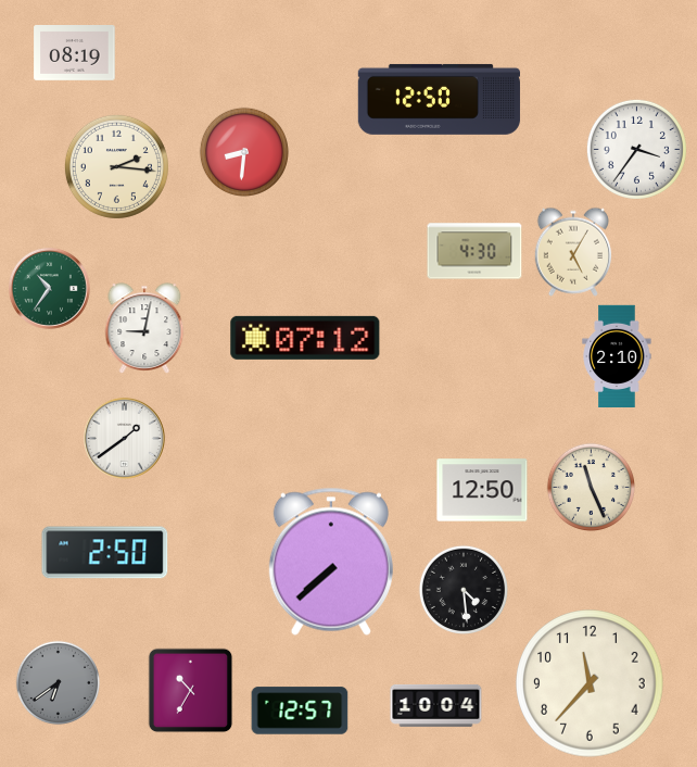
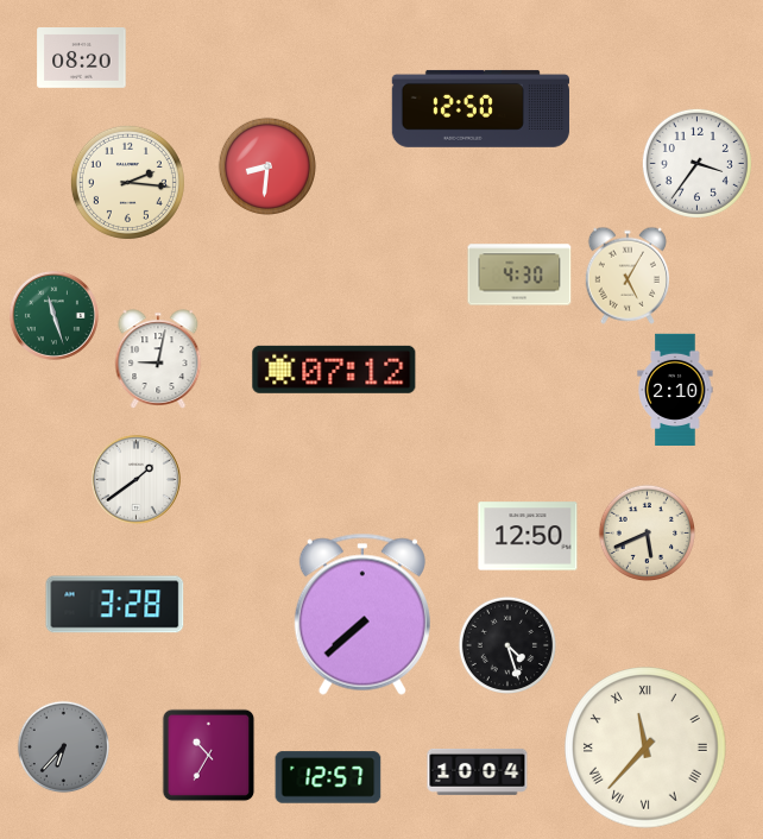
clock at (75, 53): 08:19 -> 08:20
clock at (49, 288): 10:36 -> 11:27
clock at (591, 487): 11:26 -> 5:41
clock at (105, 553): 2:50 -> 3:28
clock at (462, 589): 4:29 -> 4:27
clock at (59, 683): 6:39 -> 6:37
clock at (590, 683) numerals: Arabic -> Roman
